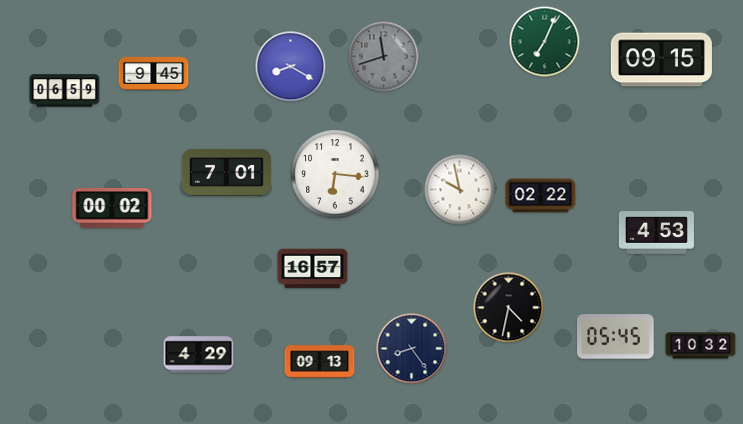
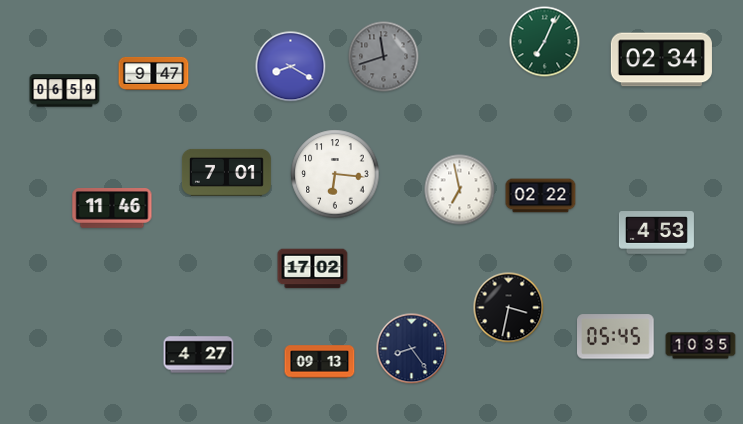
clock at (661, 60): 09:15 -> 02:34
clock at (154, 73): 9:45 -> 9:47
clock at (460, 190): 9:58 -> 6:58
clock at (112, 209): 00:02 -> 11:46
clock at (313, 269): 16:57 -> 17:02
clock at (509, 308): 4:32 -> 3:32
clock at (701, 346): 10:32 -> 10:35
clock at (199, 355): 4:29 -> 4:27
